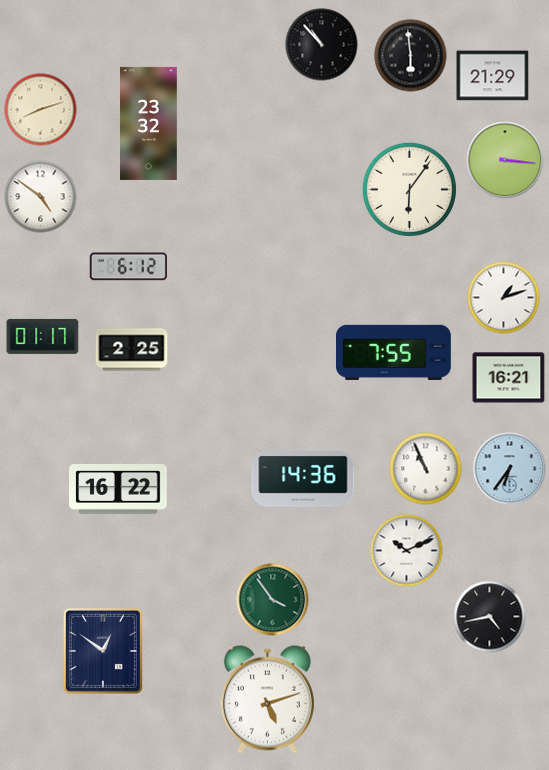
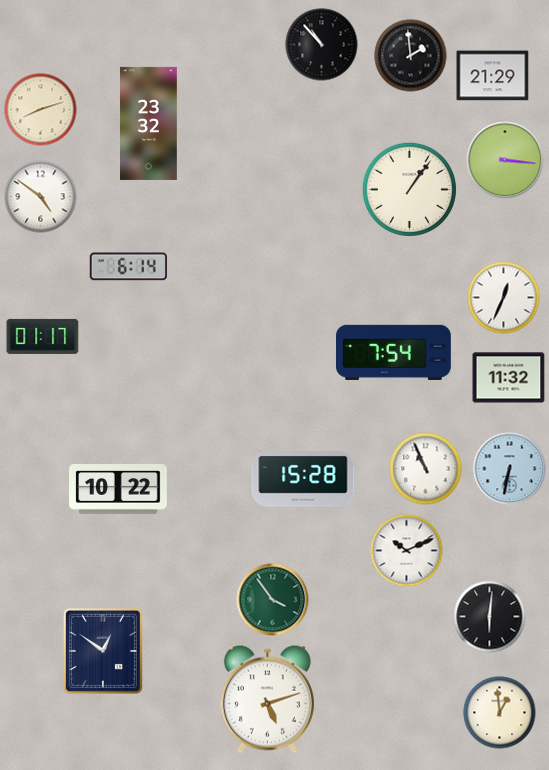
clock at (411, 56): 5:59 -> 1:59
clock at (409, 189): 6:06 -> 1:06
clock at (128, 267): 6:12 -> 6:14
clock at (504, 298): 1:12 -> 12:34
clock at (132, 350): 2:25 -> none
clock at (393, 352): 7:55 -> 7:54
clock at (509, 378): 16:21 -> 11:32
clock at (510, 469): 6:36 -> 6:32
clock at (303, 480): 14:36 -> 15:28
clock at (118, 489): 16:22 -> 10:22
clock at (490, 617): 4:43 -> 6:01
clock at (500, 713): none -> 12:59
